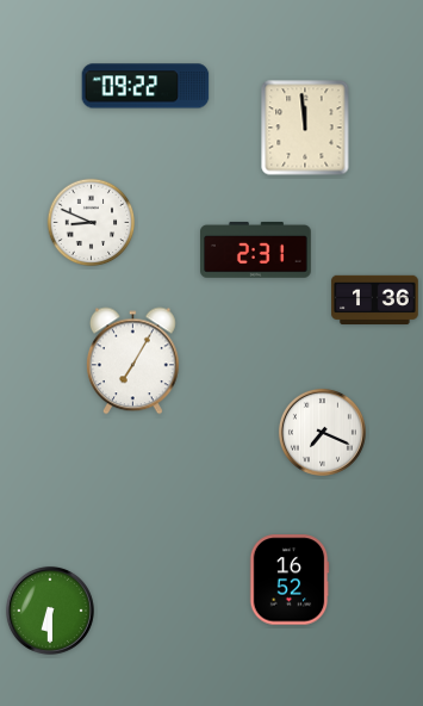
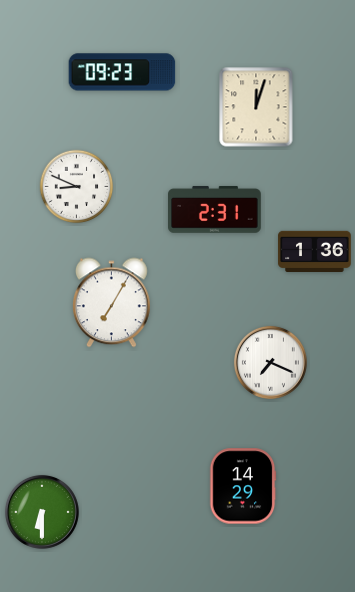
clock at (145, 86): 09:22 -> 09:23
clock at (305, 128): 11:59 -> 12:03
clock at (290, 580): 16:52 -> 14:29
